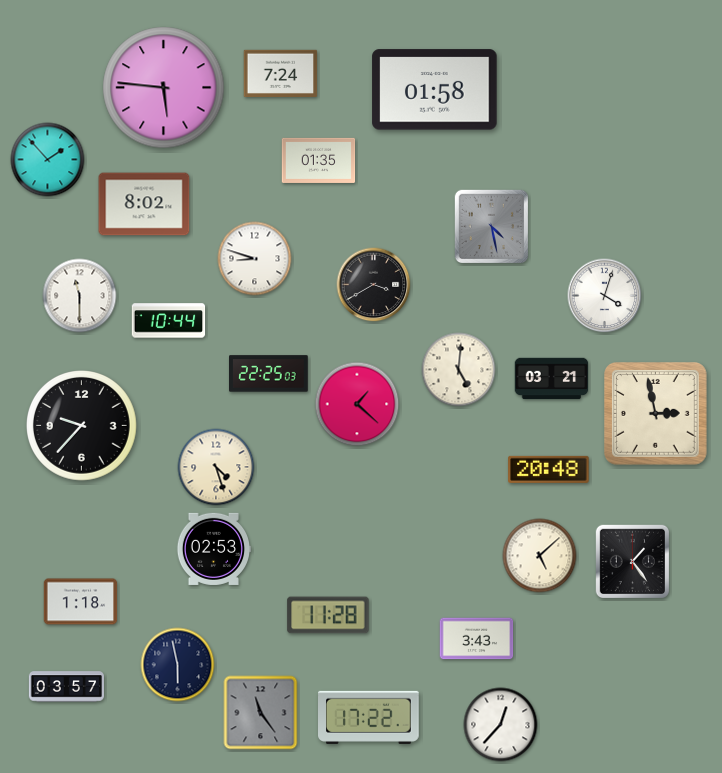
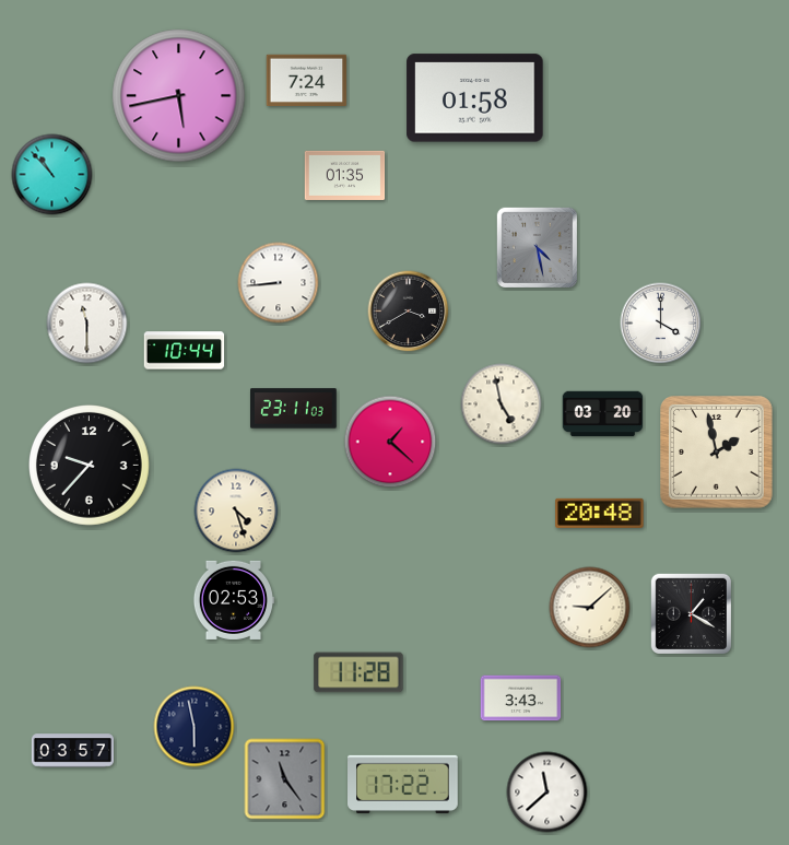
clock at (164, 88): 5:46 -> 5:43
clock at (48, 160): 1:53 -> 10:53
clock at (319, 160) position: (319, 160) -> (345, 175)
clock at (144, 204): 8:02 -> none
clock at (255, 259): 8:48 -> 8:44
clock at (605, 296): 4:03 -> 4:00
clock at (459, 370): 5:01 -> 4:58
clock at (269, 374): 22:25 -> 23:11
clock at (552, 379): 03:21 -> 03:20
clock at (656, 414): 2:58 -> 1:58
clock at (540, 556): 5:08 -> 9:08
clock at (632, 561): 1:24 -> 1:20
clock at (81, 602): 1:18 -> none
clock at (501, 725): 12:37 -> 11:38
